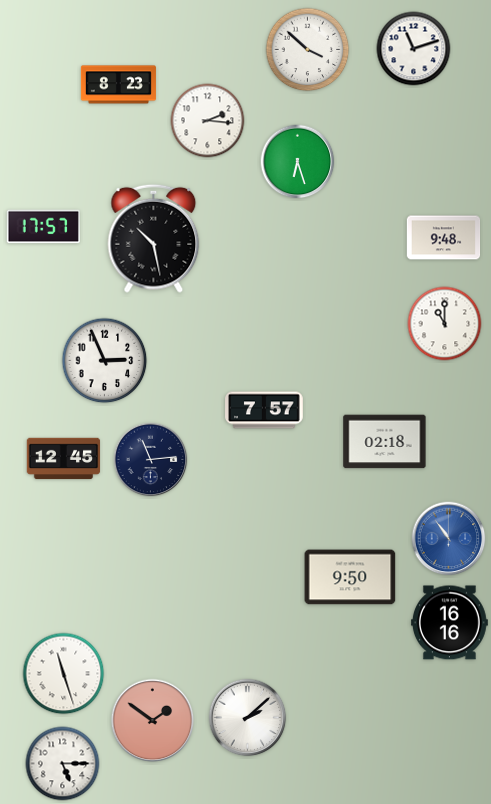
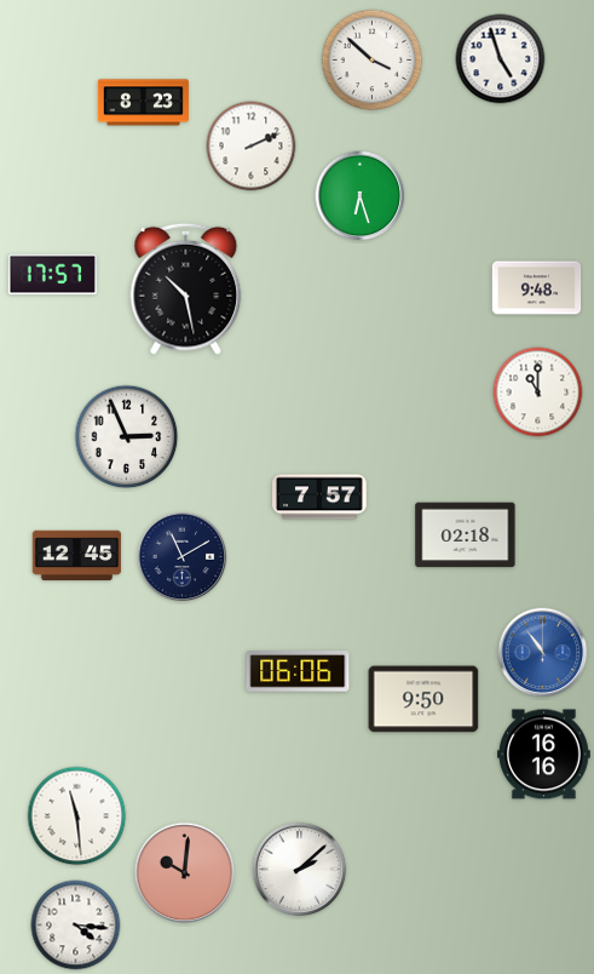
clock at (414, 49): 11:12 -> 4:57
clock at (208, 121): 2:16 -> 2:11
clock at (151, 460): 11:14 -> 11:10
clock at (298, 671): none -> 06:06
clock at (64, 674): 11:27 -> 11:29
clock at (153, 721): 1:51 -> 10:01
clock at (63, 764): 5:15 -> 4:16
